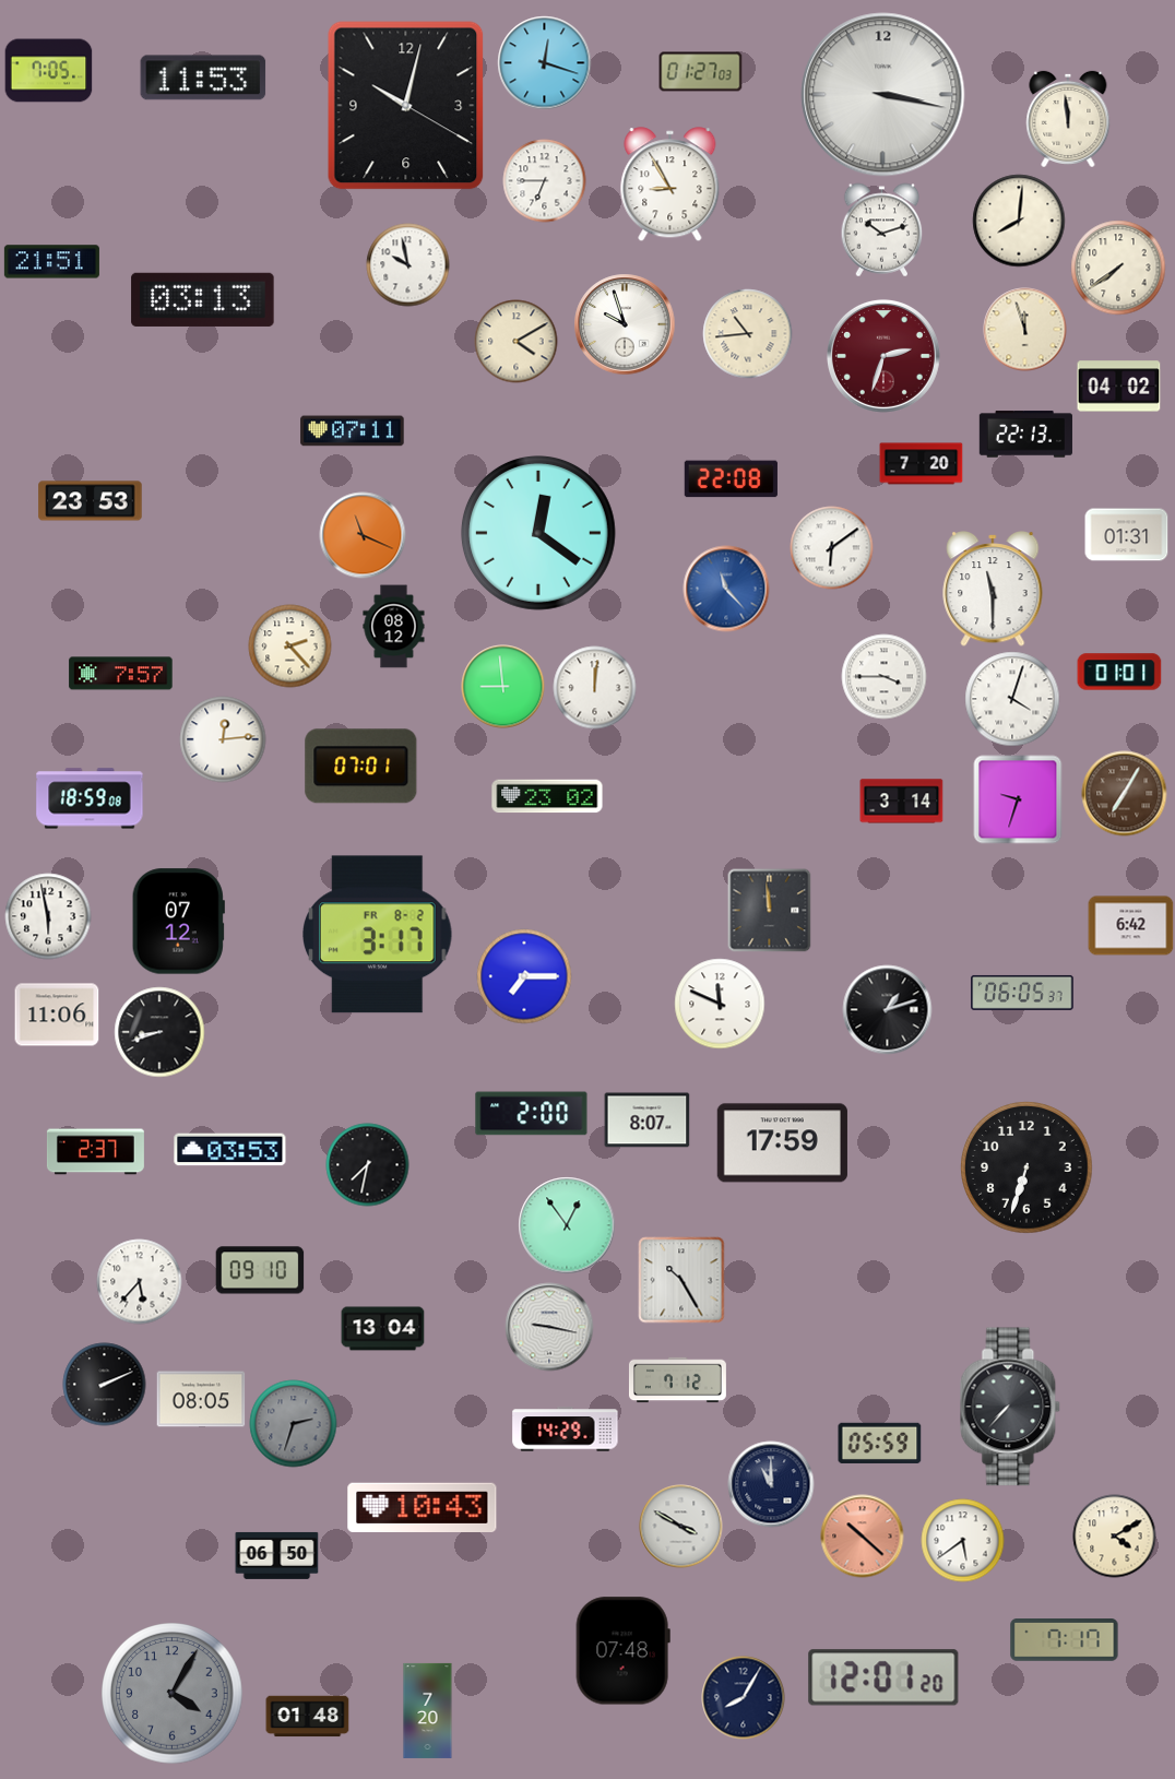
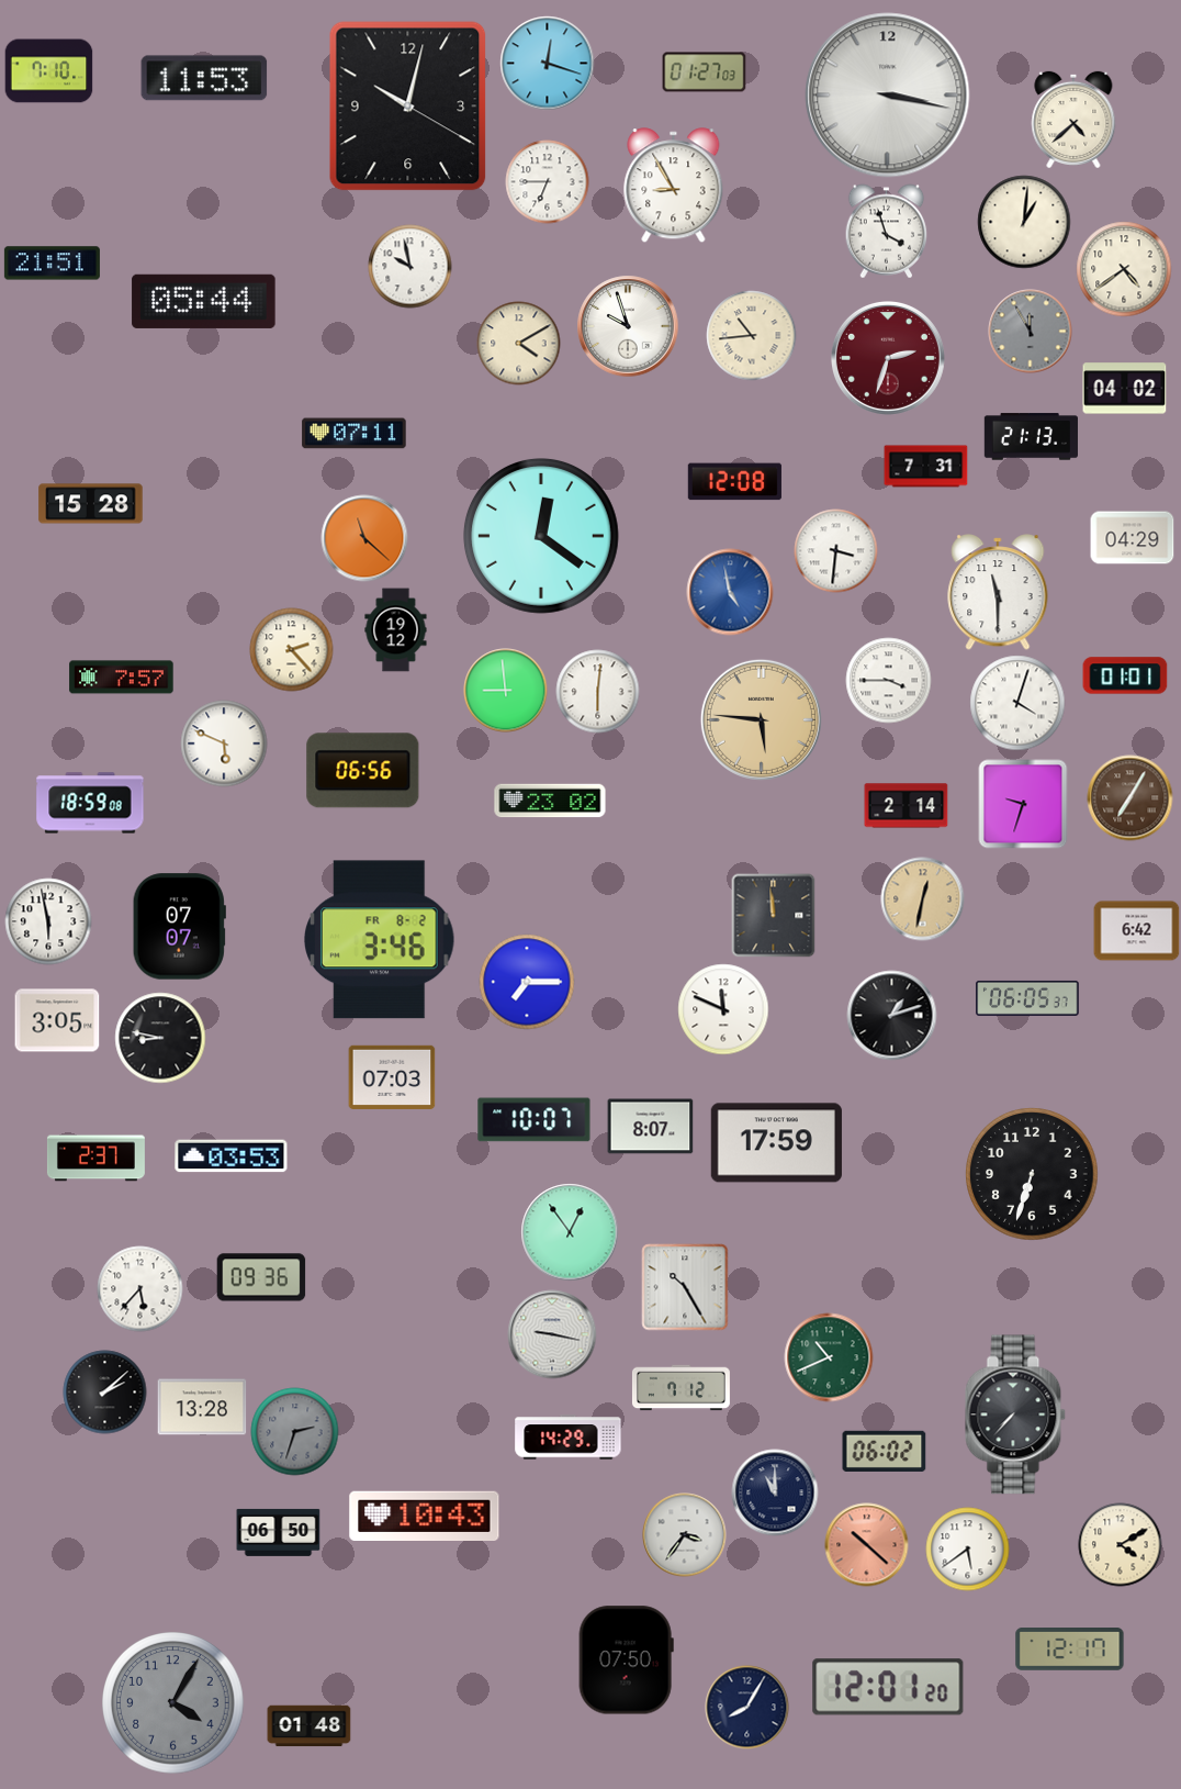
clock at (49, 71): 7:05 -> 7:10
clock at (1068, 119): 11:59 -> 4:38
clock at (1019, 221): 8:01 -> 1:01
clock at (882, 230): 10:12 -> 3:57
clock at (1118, 268): 7:39 -> 4:39
clock at (203, 299): 03:13 -> 05:44
clock at (1025, 330): 11:57 -> 11:55
clock at (1025, 330) dial: cream -> grey
clock at (1025, 435): 22:13 -> 21:13
clock at (922, 464): 7:20 -> 7:31
clock at (731, 479): 22:08 -> 12:08
clock at (91, 501): 23:53 -> 15:28
clock at (363, 535): 11:19 -> 11:22
clock at (1127, 535): 01:31 -> 04:29
clock at (832, 548): 6:09 -> 3:31
clock at (726, 589): 11:23 -> 4:58
clock at (394, 627): 08:12 -> 19:12
clock at (595, 688): 12:01 -> 6:01
clock at (761, 719): none -> 5:46
clock at (223, 739): 12:14 -> 5:49
clock at (361, 767): 07:01 -> 06:56
clock at (902, 802): 3:14 -> 2:14
clock at (923, 899): none -> 12:32
clock at (178, 922): 07:12 -> 07:07
clock at (378, 935): 3:17 -> 3:46
clock at (57, 1015): 11:06 -> 3:05
clock at (159, 1032): 8:42 -> 8:47
clock at (392, 1077): none -> 07:03
clock at (532, 1114): 2:00 -> 10:07
clock at (782, 1143) position: (782, 1143) -> (776, 1143)
clock at (368, 1165): 7:32 -> none
clock at (260, 1270): 09:10 -> 09:36
clock at (383, 1329): 13:04 -> none
clock at (829, 1357): none -> 10:41
clock at (105, 1385): 2:11 -> 2:08
clock at (201, 1399): 08:05 -> 13:28
clock at (880, 1443): 05:59 -> 06:02
clock at (681, 1527): 3:50 -> 3:36
clock at (277, 1555) position: (277, 1555) -> (279, 1532)
clock at (1065, 1640): 7:17 -> 12:17
clock at (622, 1651): 07:48 -> 07:50
clock at (428, 1710): 7:20 -> none
